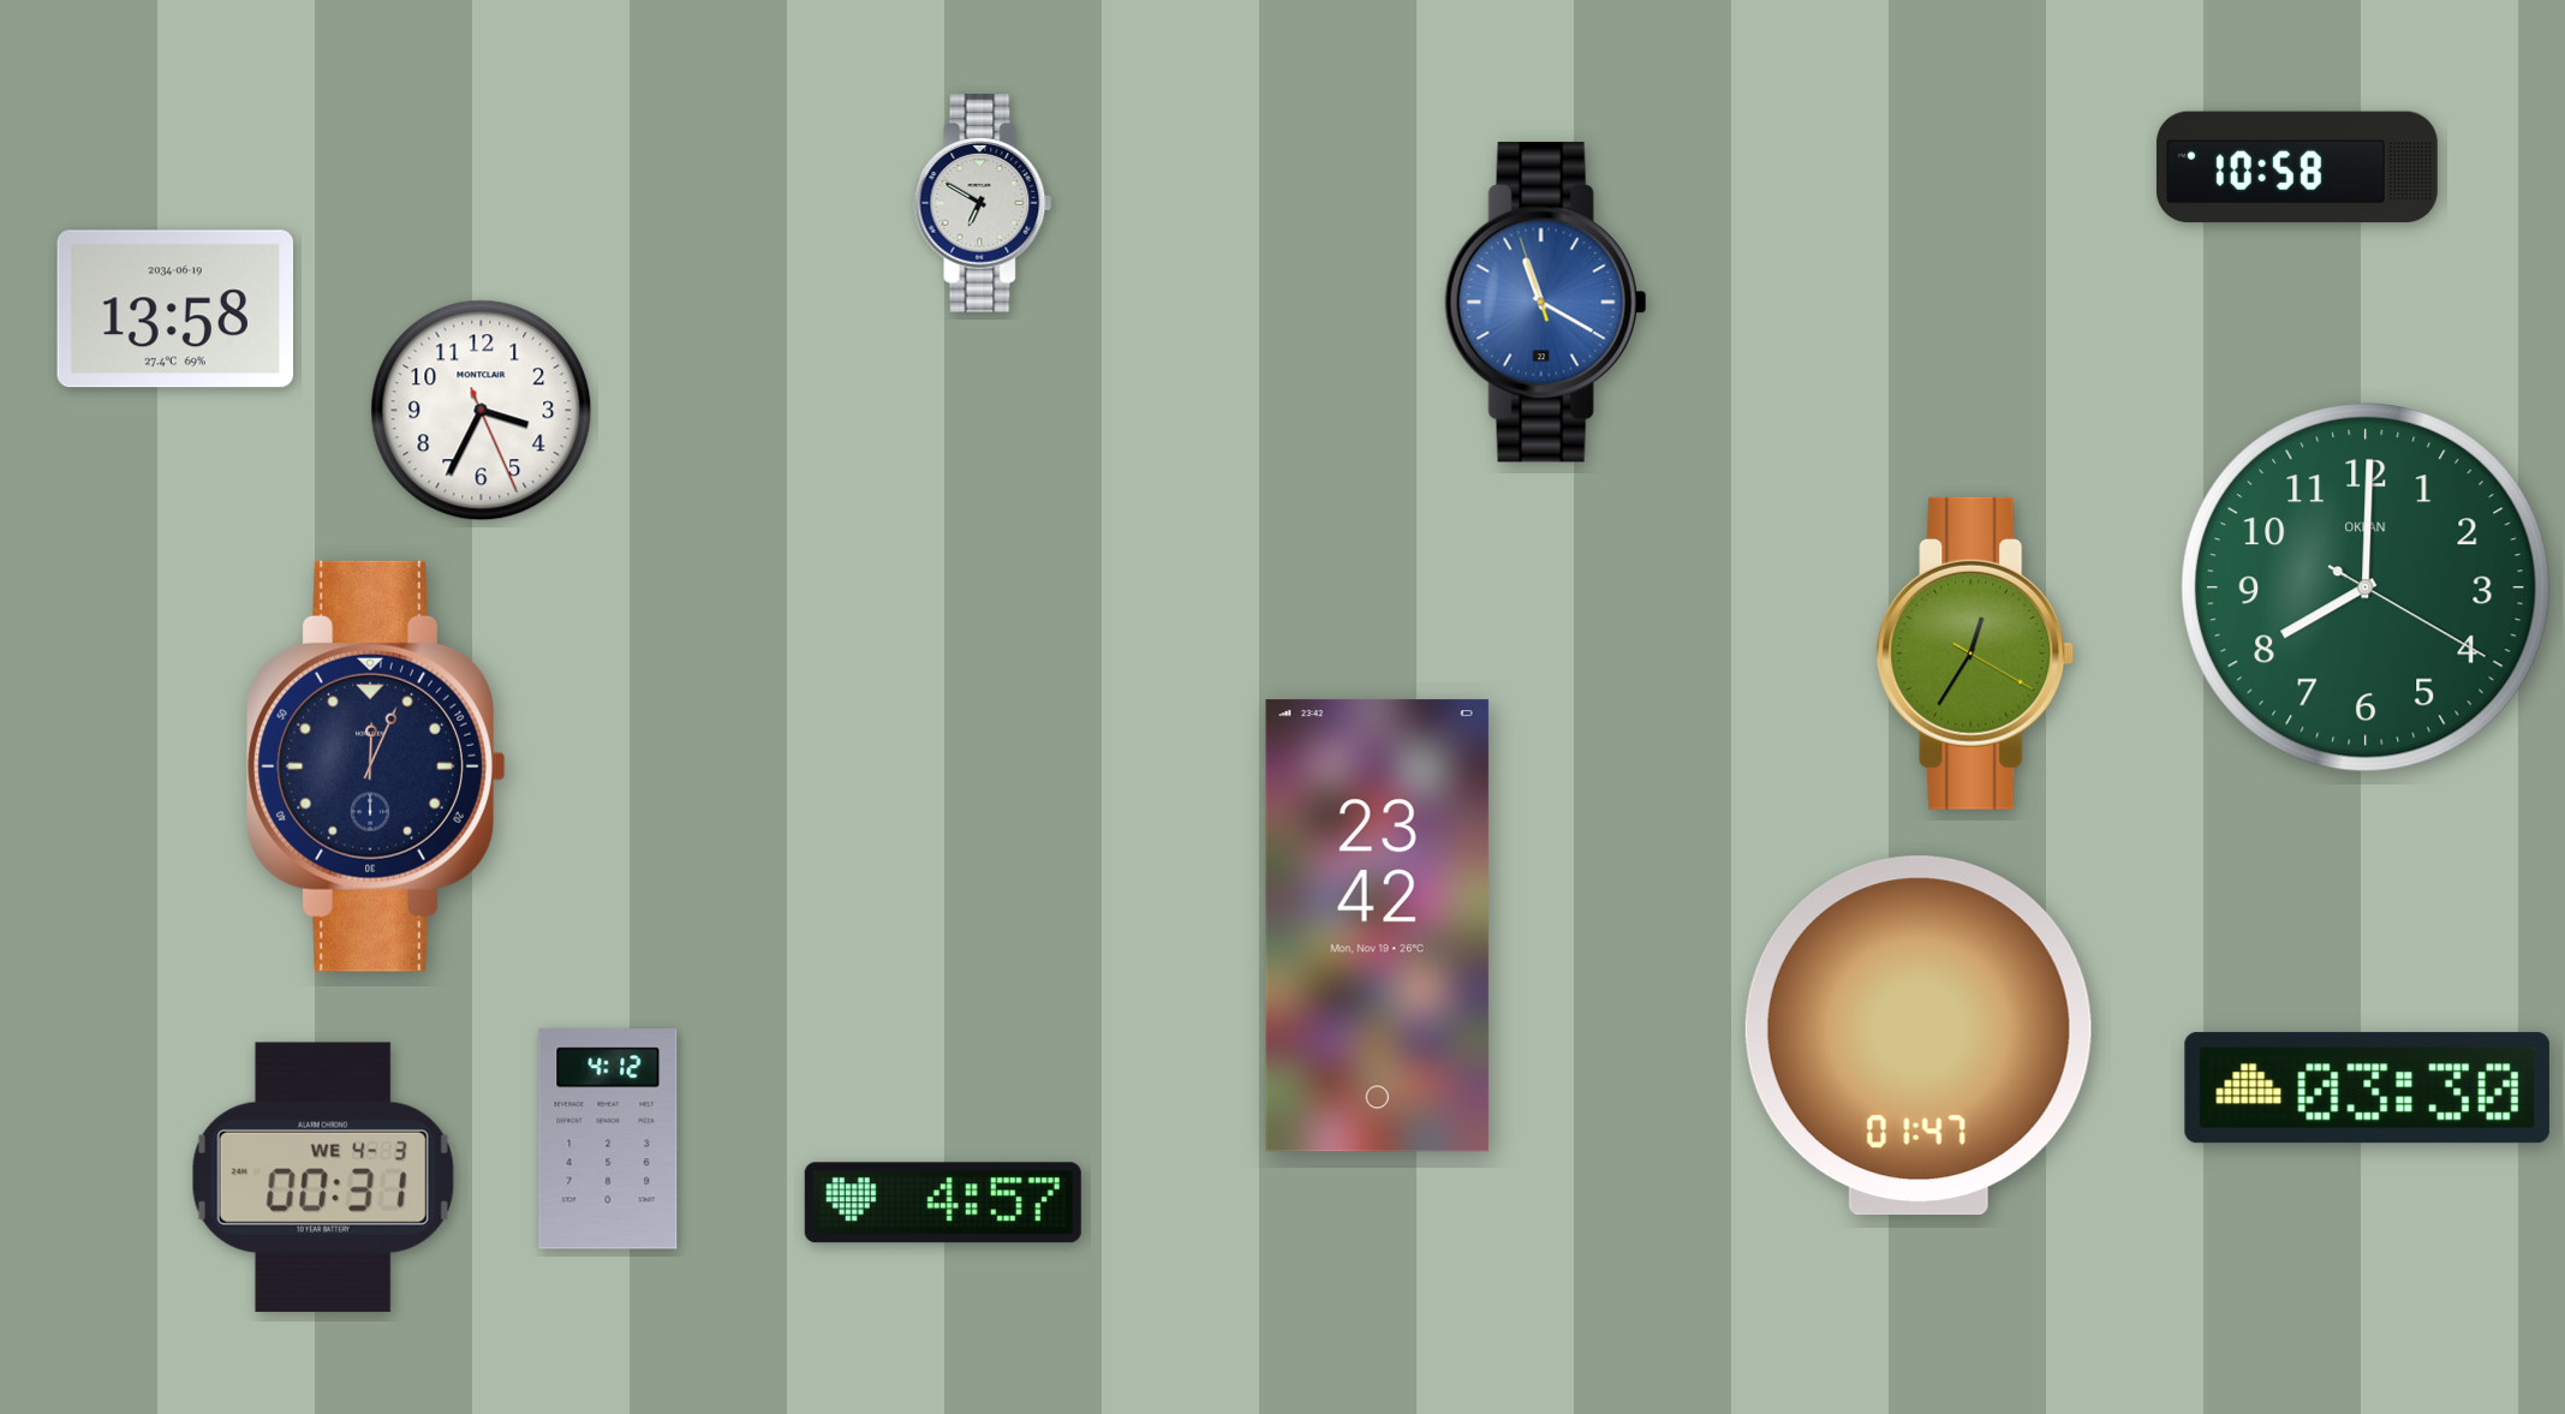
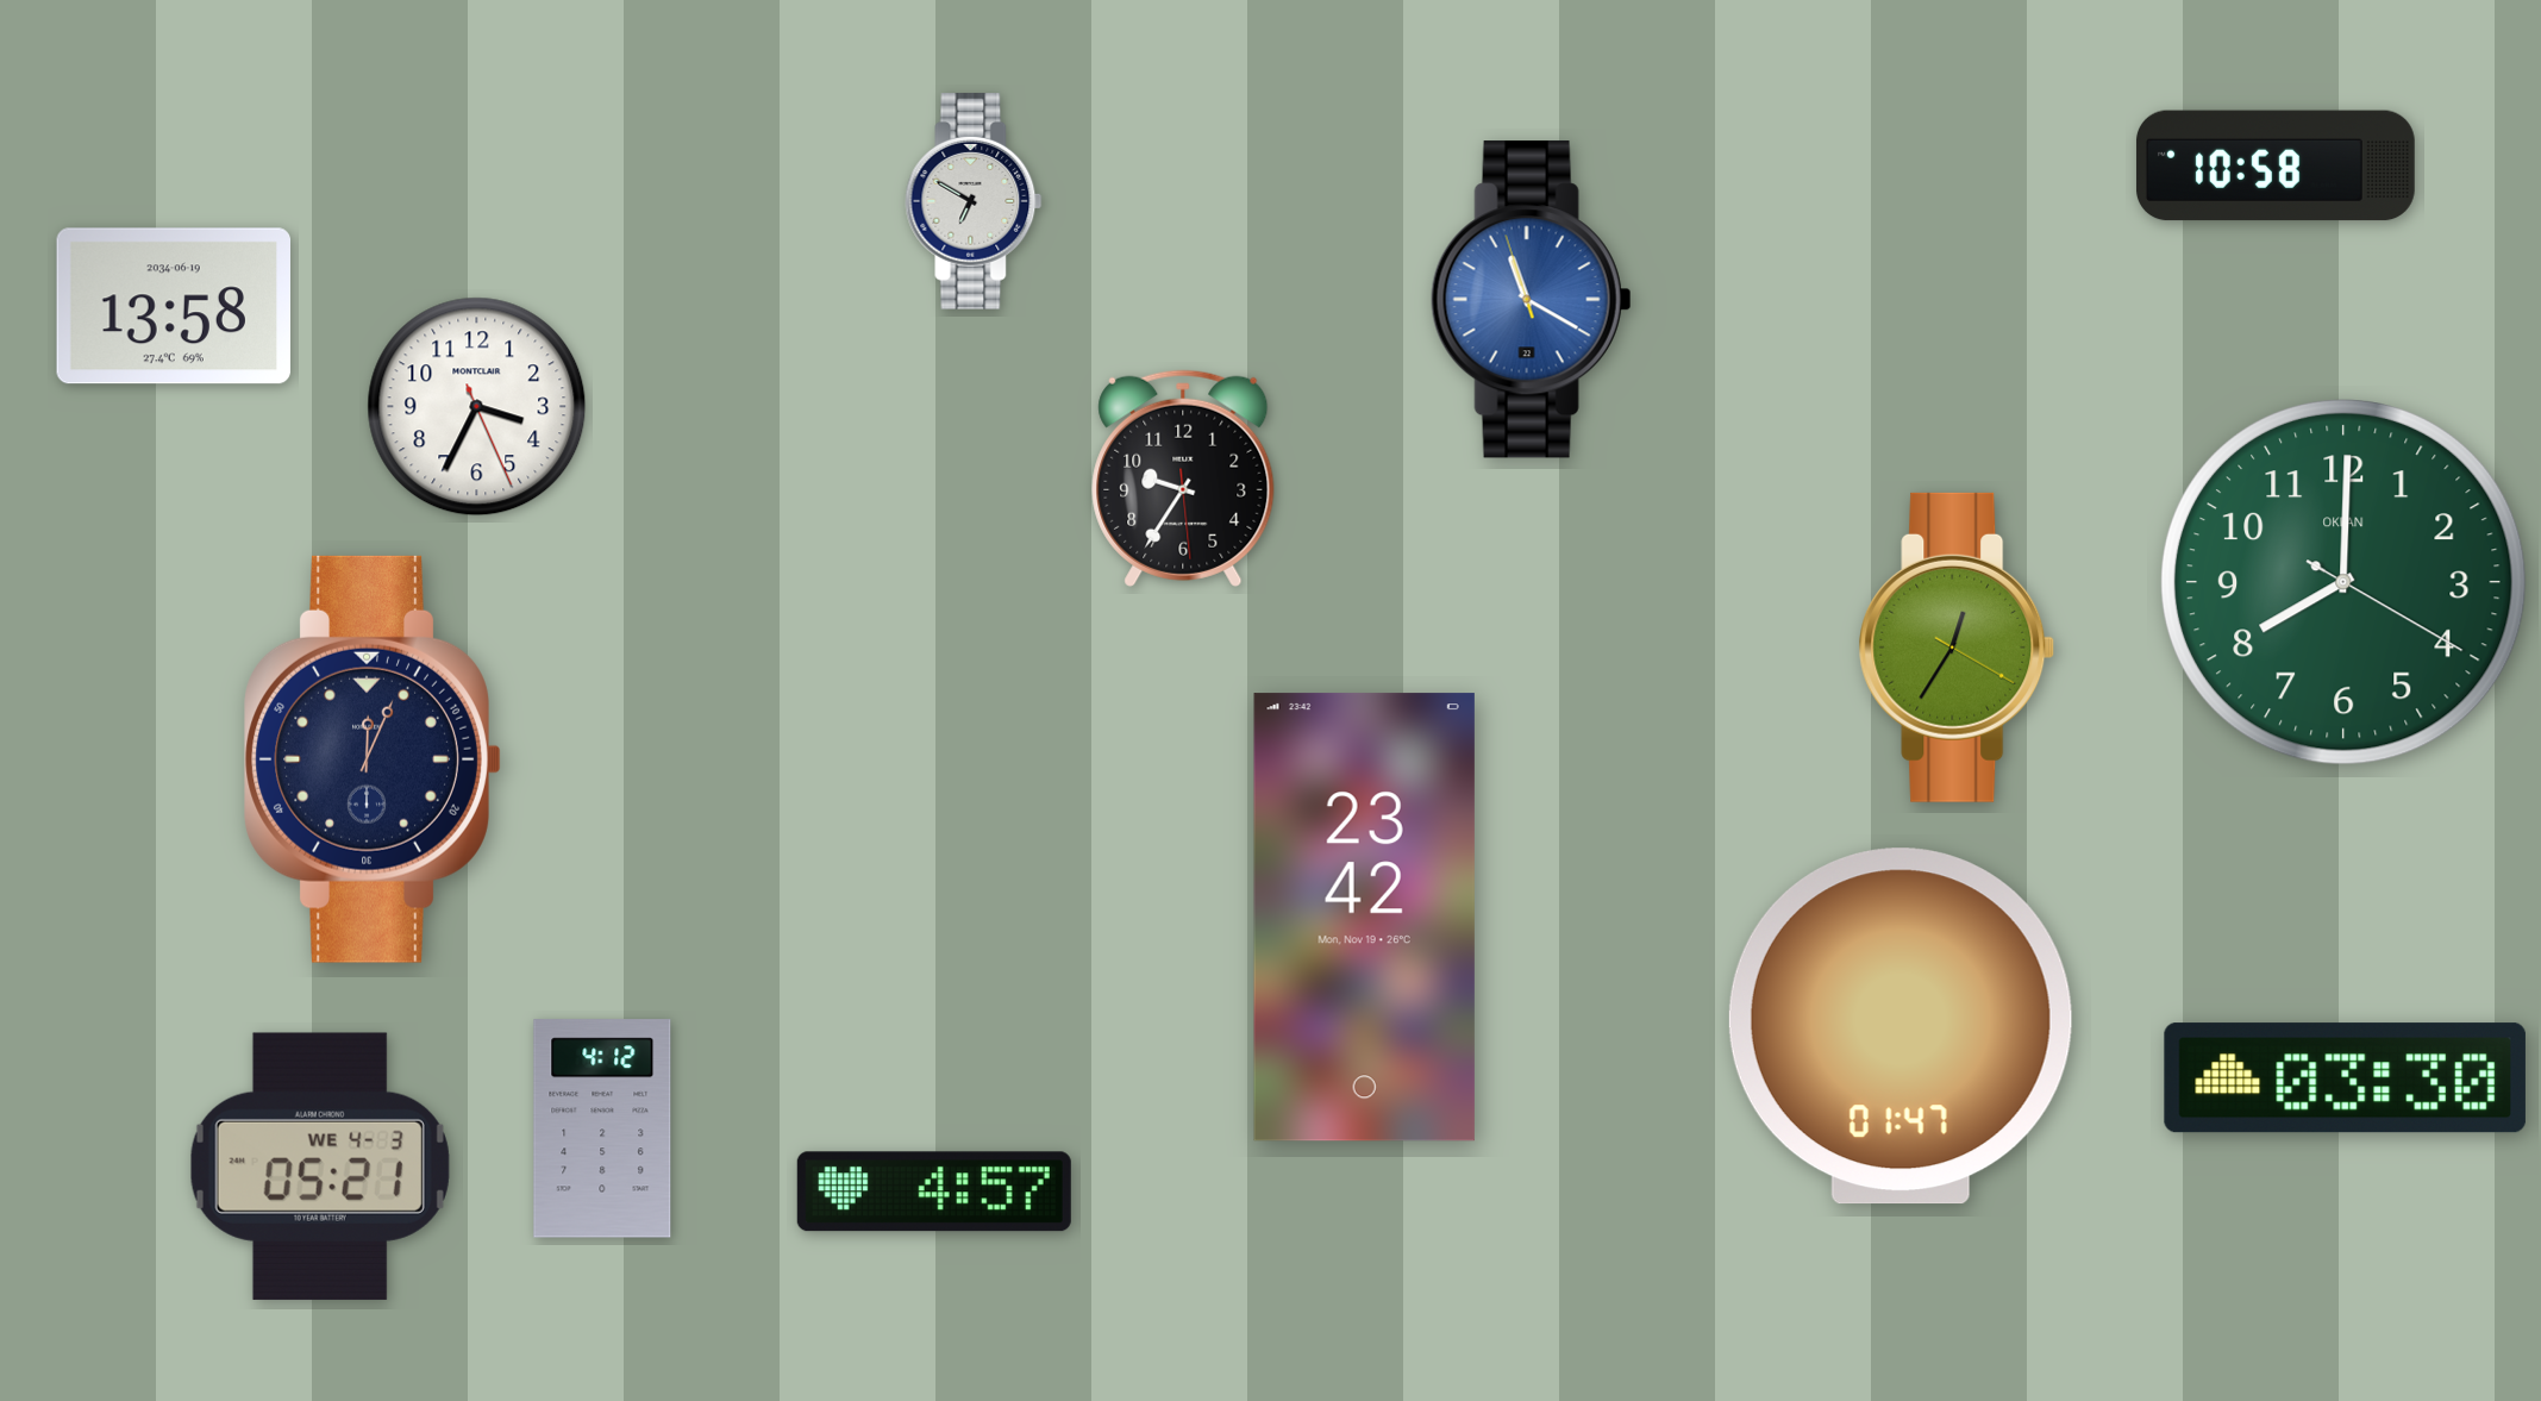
clock at (1183, 479): none -> 9:35
clock at (323, 1177): 00:31 -> 05:21
